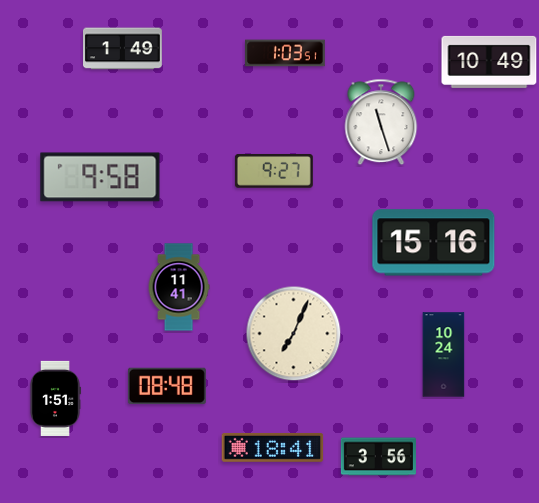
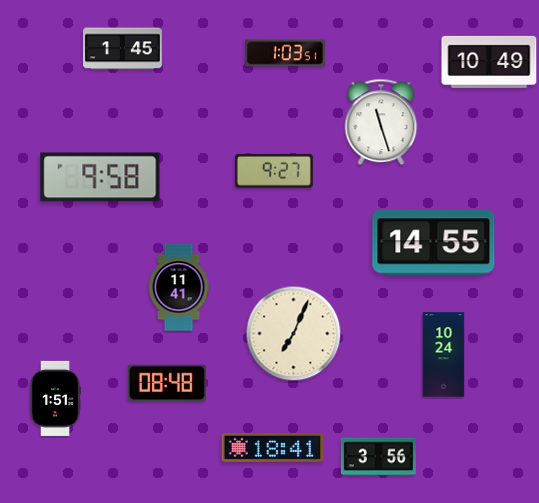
clock at (123, 49): 1:49 -> 1:45
clock at (434, 243): 15:16 -> 14:55
clock at (167, 386) position: (167, 386) -> (167, 383)
